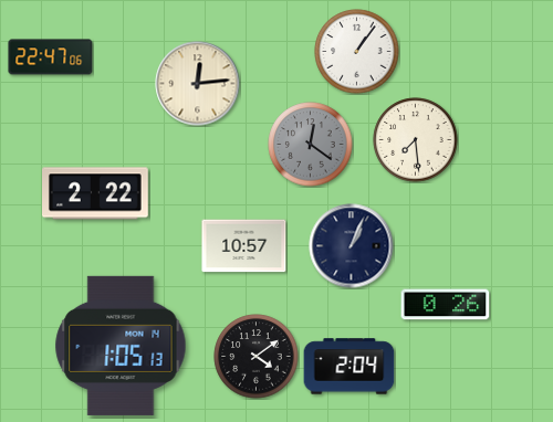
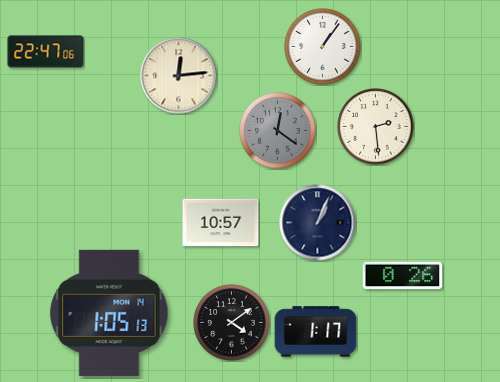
clock at (416, 140): 7:29 -> 2:29
clock at (311, 145) position: (311, 145) -> (278, 131)
clock at (96, 193): 2:22 -> none
clock at (349, 367): 2:04 -> 1:17
